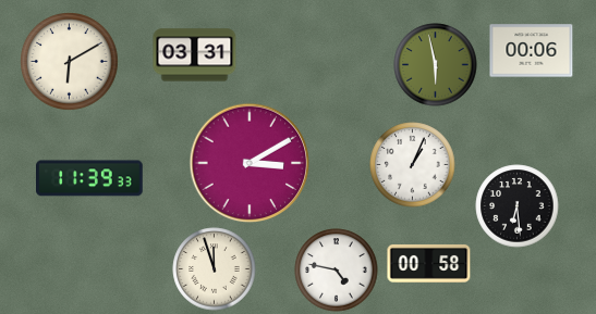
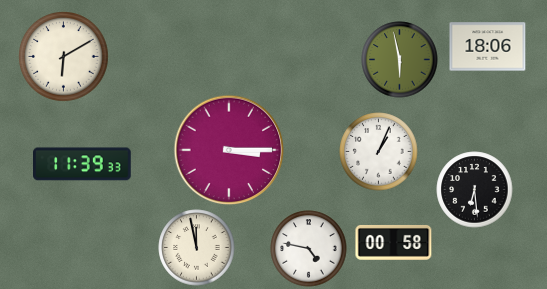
clock at (532, 51): 00:06 -> 18:06
clock at (195, 55): 03:31 -> none
clock at (250, 163): 3:10 -> 3:15
clock at (215, 269): 11:57 -> 11:58
